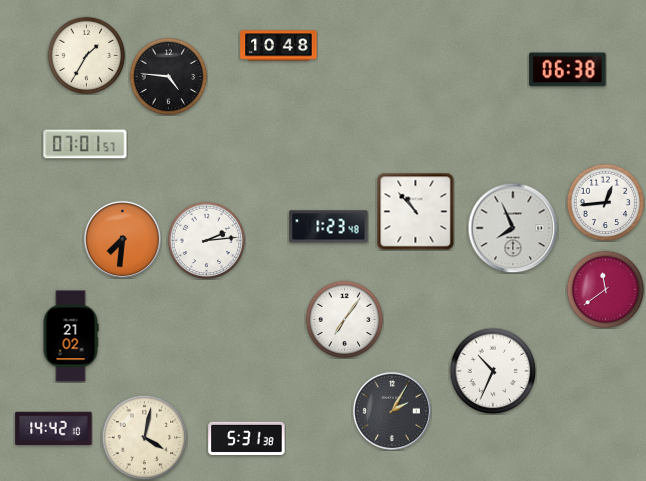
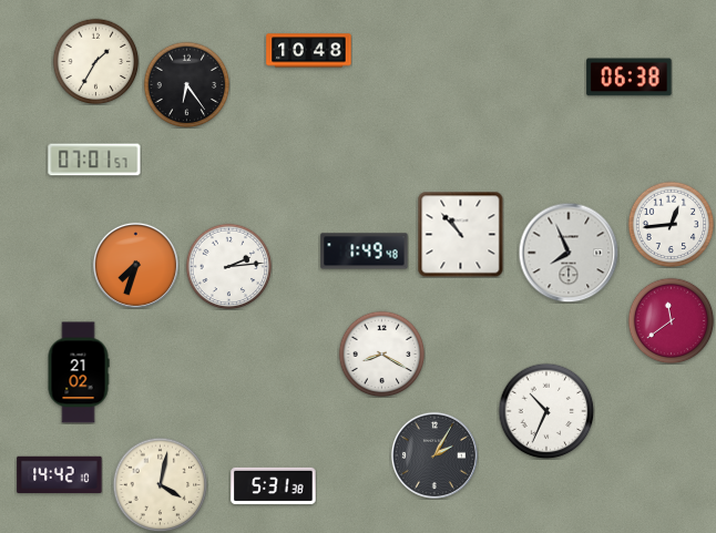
clock at (168, 76): 4:46 -> 6:24
clock at (329, 227): 1:23 -> 1:49
clock at (122, 239): 7:31 -> 7:33
clock at (344, 319): 7:06 -> 8:20
